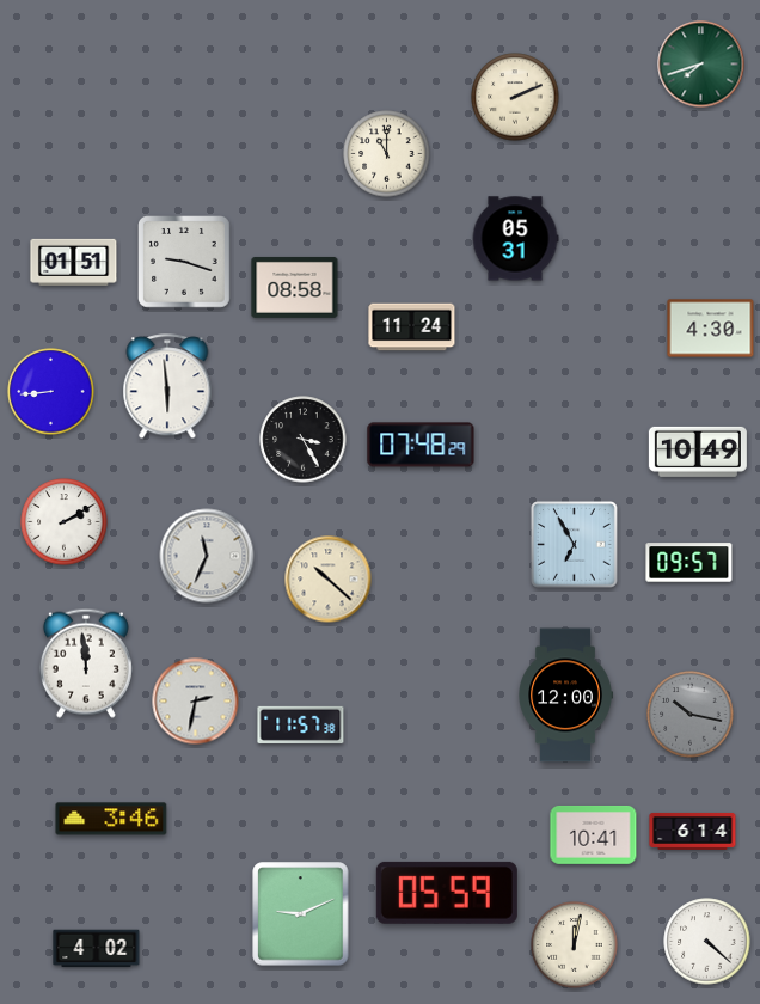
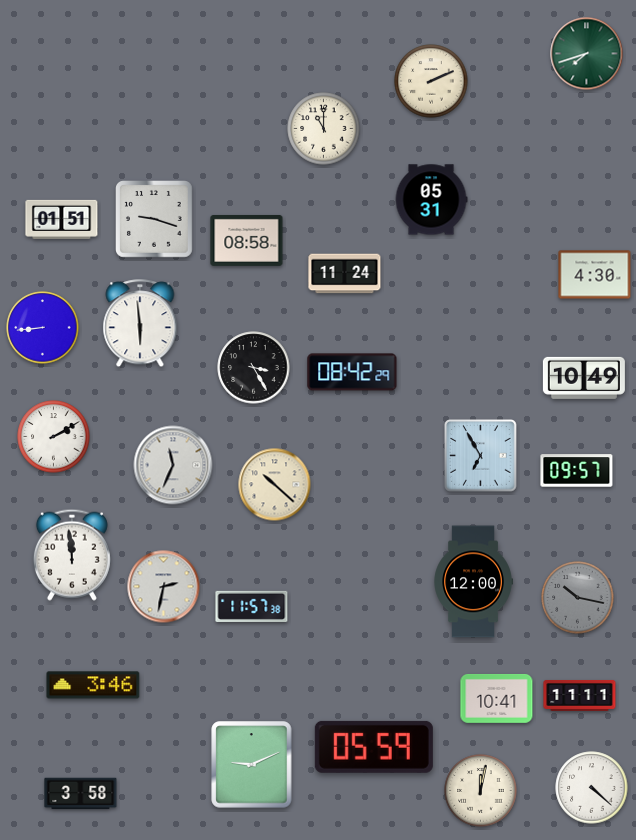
clock at (421, 445): 07:48 -> 08:42
clock at (693, 831): 6:14 -> 11:11
clock at (97, 949): 4:02 -> 3:58
